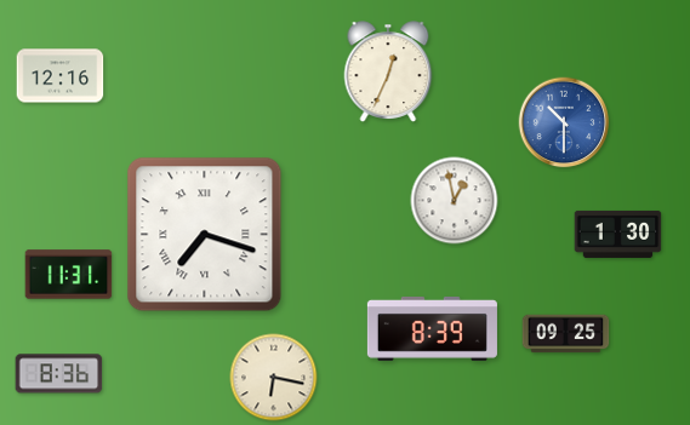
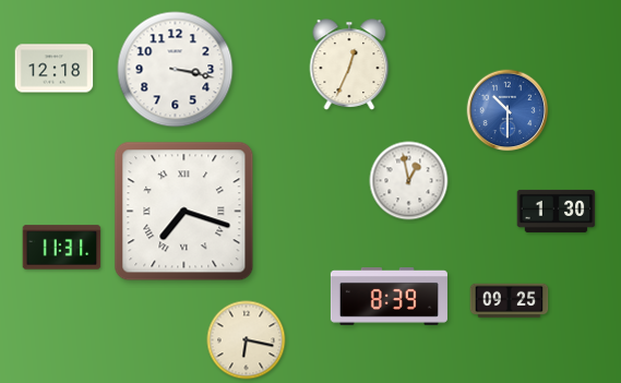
clock at (61, 76): 12:16 -> 12:18
clock at (176, 70): none -> 3:17
clock at (59, 374): 8:36 -> none
